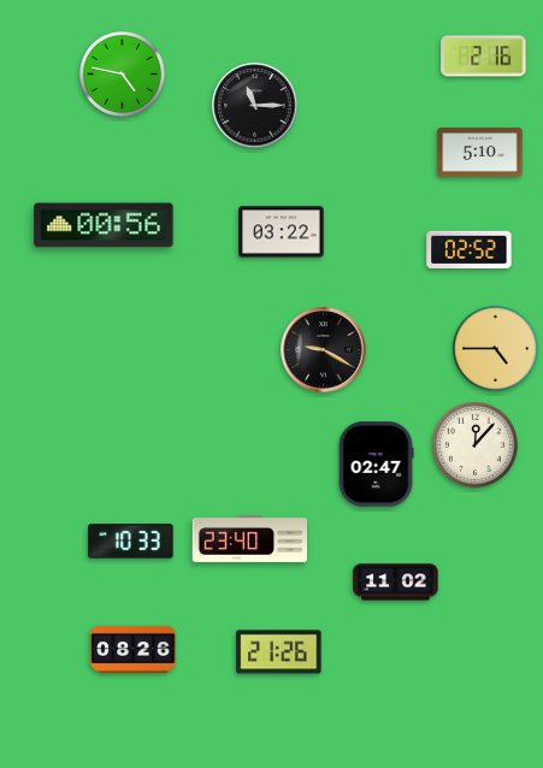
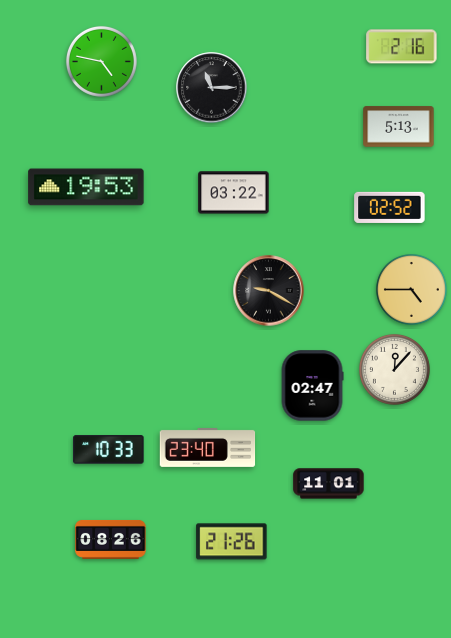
clock at (480, 153): 5:10 -> 5:13
clock at (104, 225): 00:56 -> 19:53
clock at (396, 583): 11:02 -> 11:01
